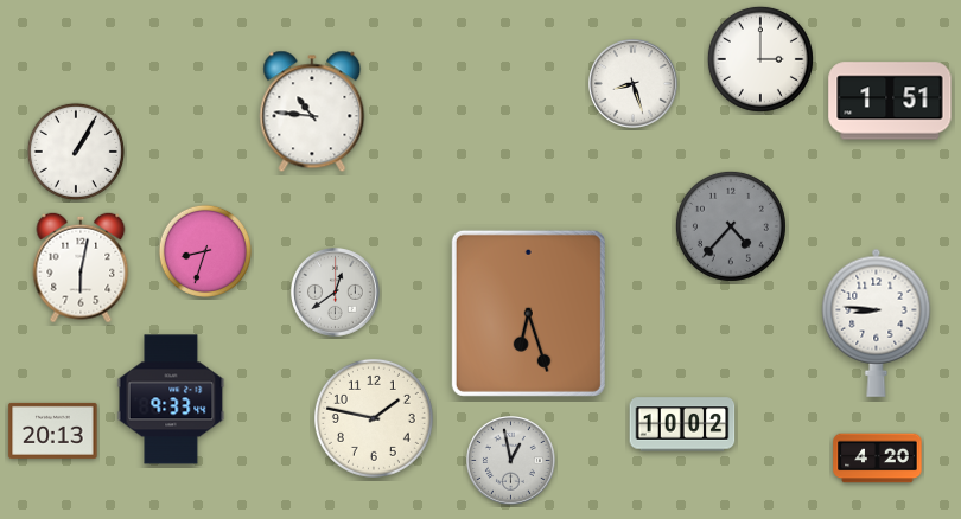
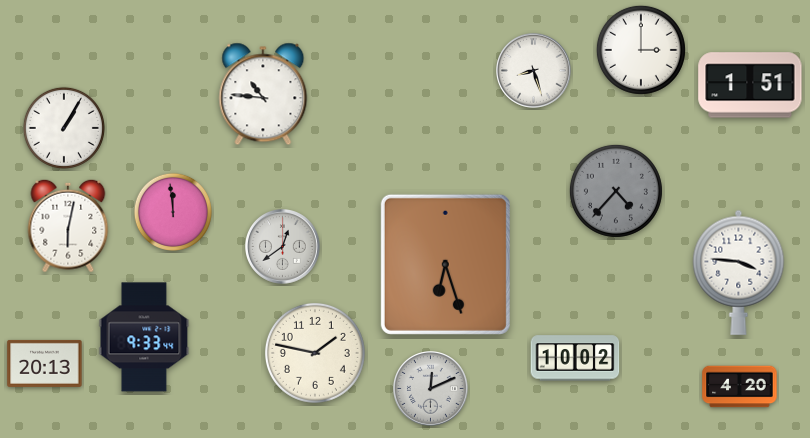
clock at (205, 251): 8:33 -> 11:59
clock at (877, 322): 8:46 -> 3:46
clock at (511, 461): 12:58 -> 12:11
